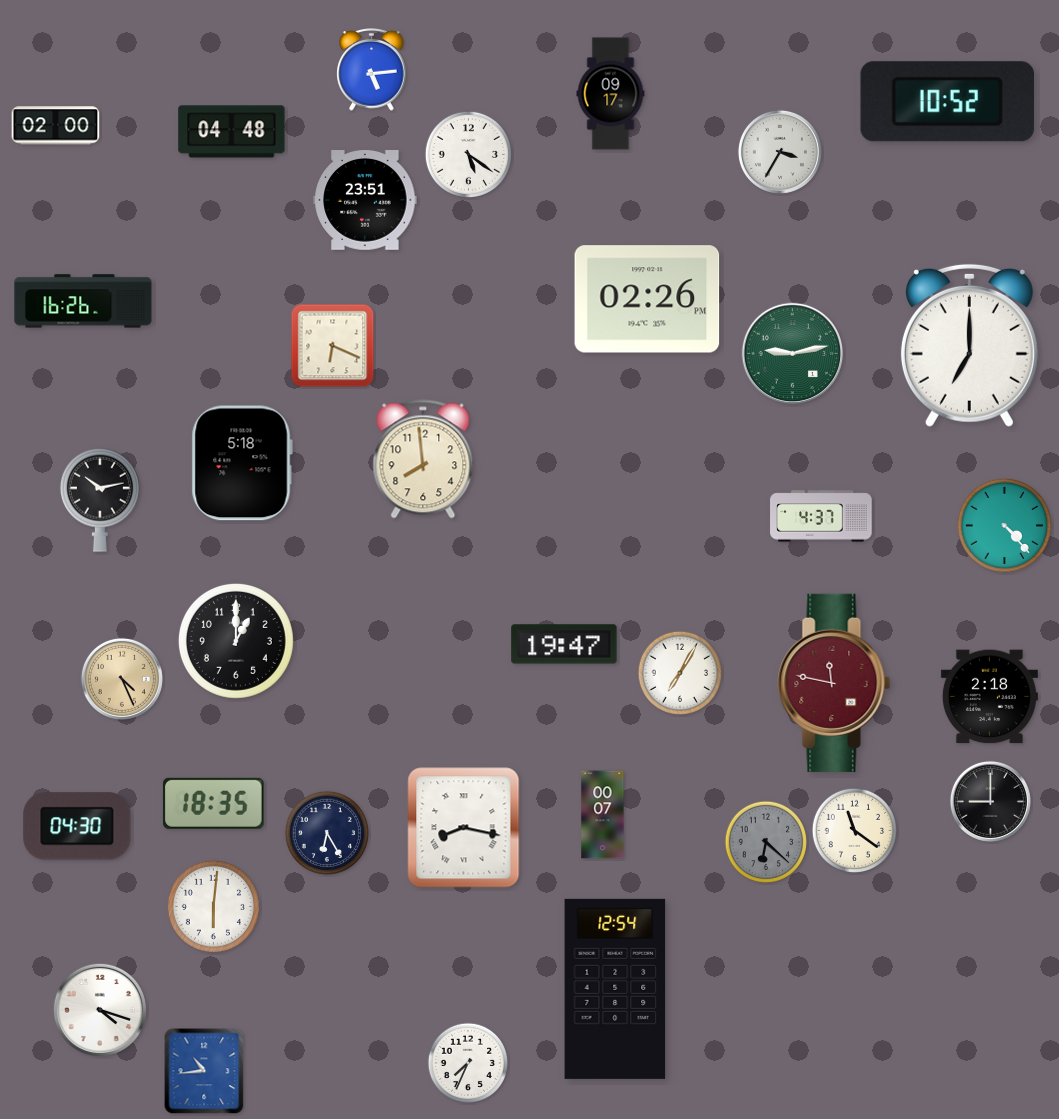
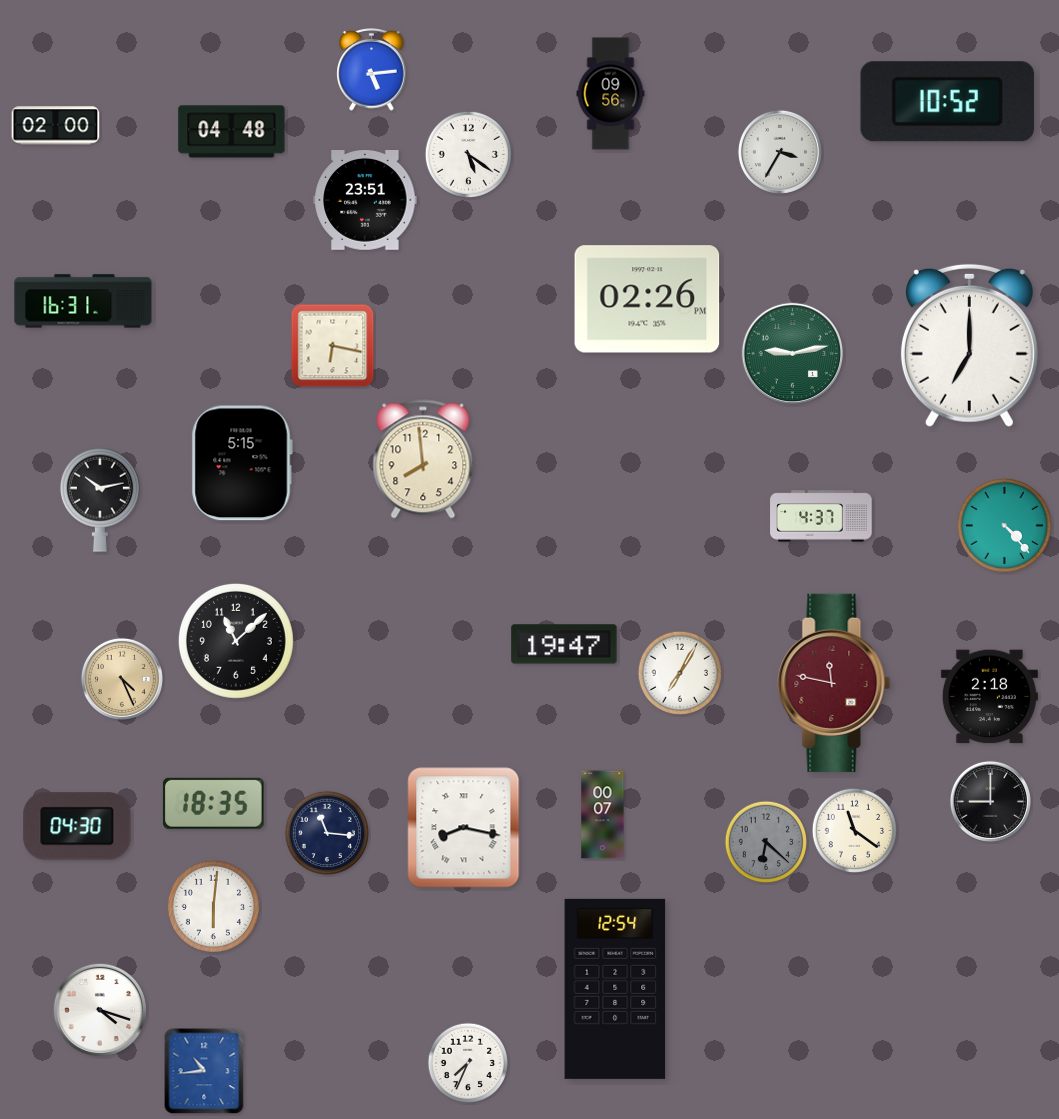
clock at (611, 94): 09:17 -> 09:56
clock at (83, 301): 16:26 -> 16:31
clock at (333, 346): 6:19 -> 6:17
clock at (242, 463): 5:18 -> 5:15
clock at (236, 641): 1:00 -> 11:08
clock at (326, 832): 6:25 -> 11:16
